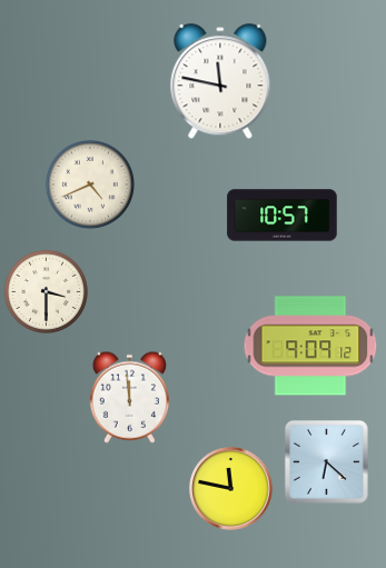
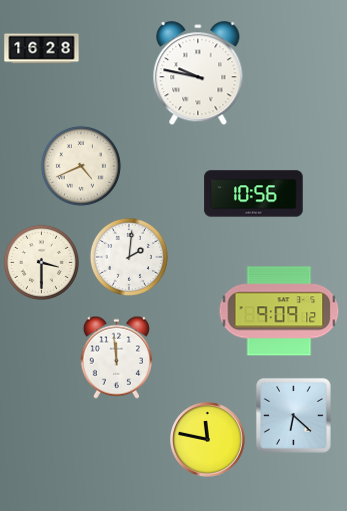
clock at (42, 49): none -> 16:28
clock at (220, 82): 11:47 -> 9:47
clock at (283, 216): 10:57 -> 10:56
clock at (129, 257): none -> 2:01
